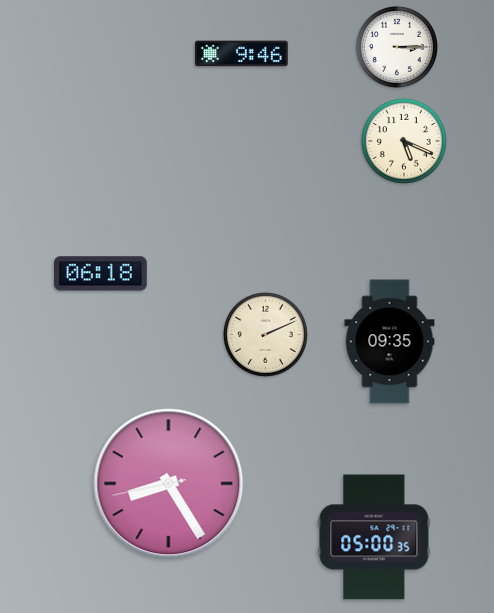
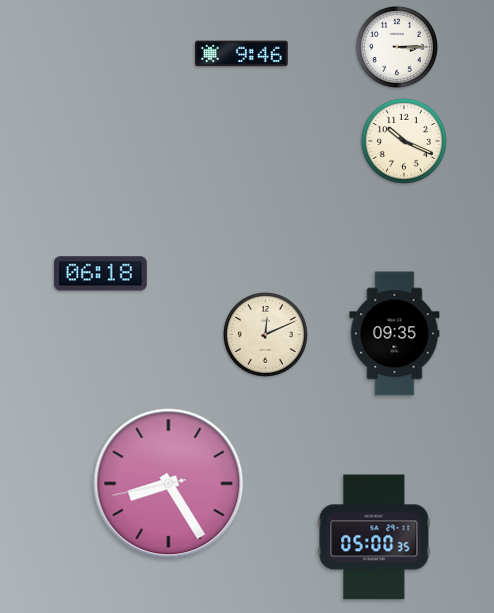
clock at (404, 141): 5:19 -> 10:19
clock at (265, 334): 2:11 -> 12:11
clock at (390, 342) position: (390, 342) -> (395, 334)
